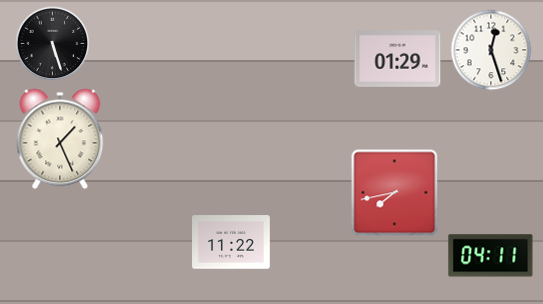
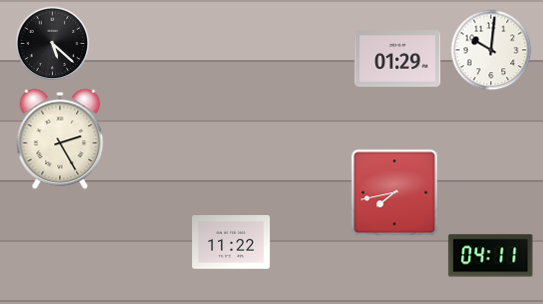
clock at (53, 44): 5:27 -> 5:22
clock at (491, 50): 12:27 -> 10:01
clock at (60, 139): 1:26 -> 2:25
